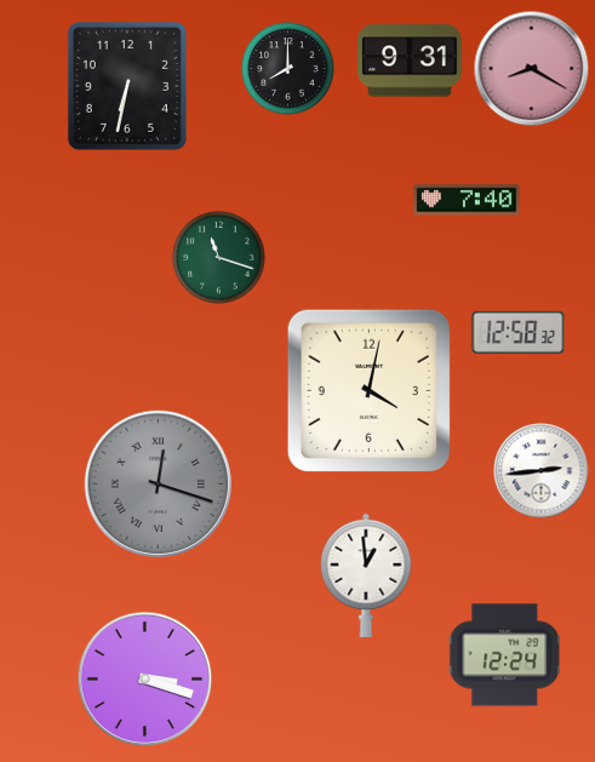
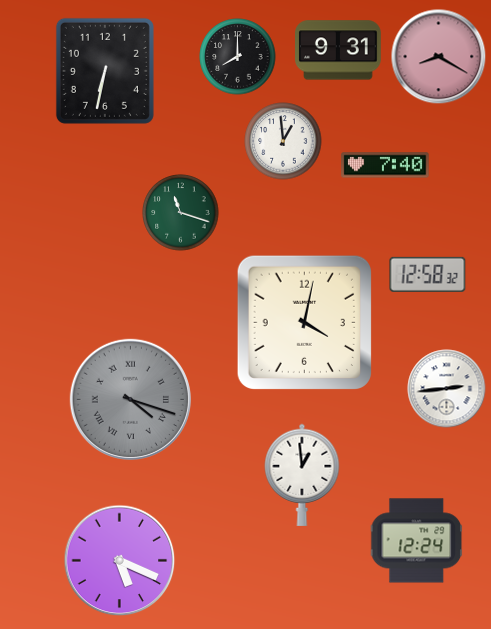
clock at (283, 141): none -> 12:59
clock at (158, 483): 12:18 -> 4:18
clock at (145, 680): 3:18 -> 5:19
